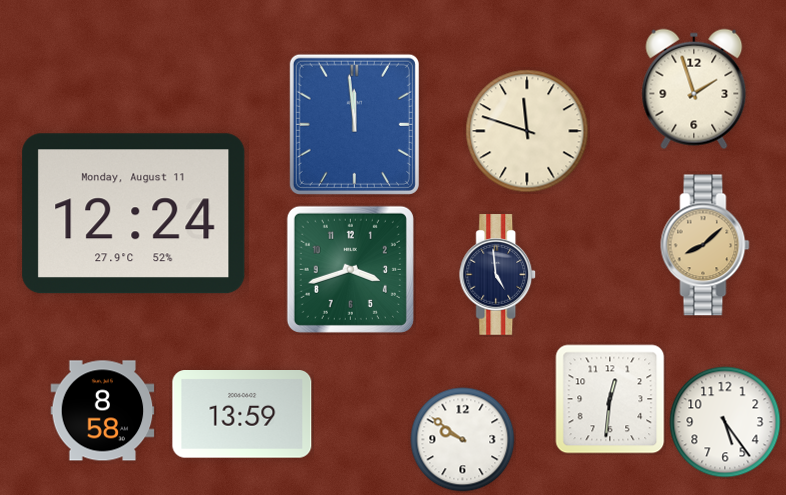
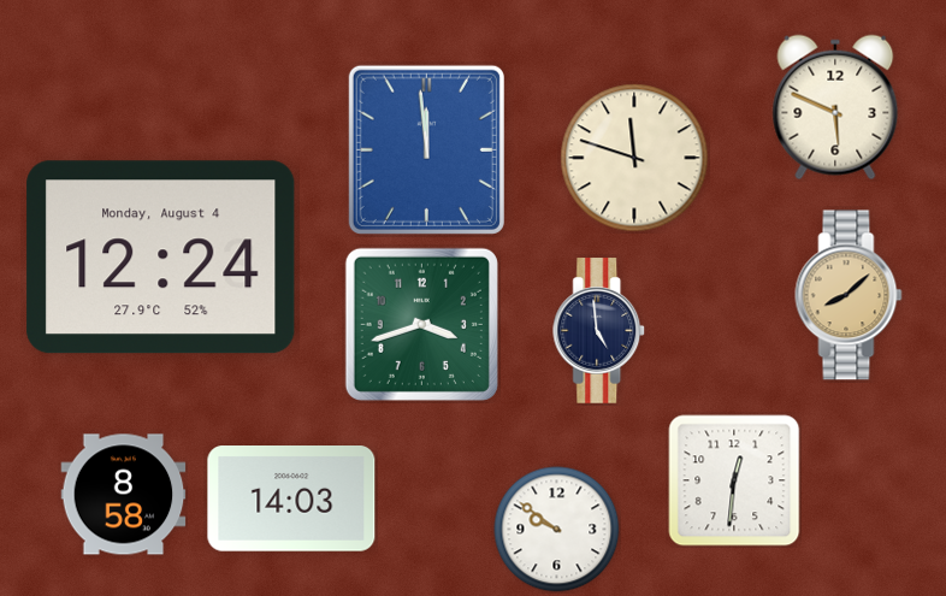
clock at (694, 89): 1:57 -> 5:49
clock at (134, 214) date: Monday, August 11 -> Monday, August 4
clock at (242, 414): 13:59 -> 14:03
clock at (725, 422): 5:24 -> none
